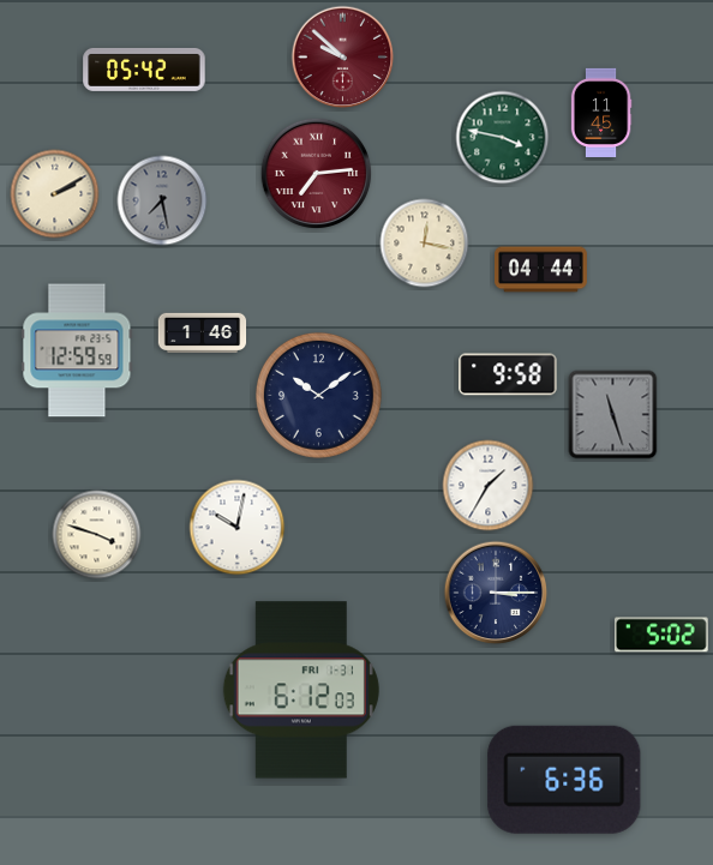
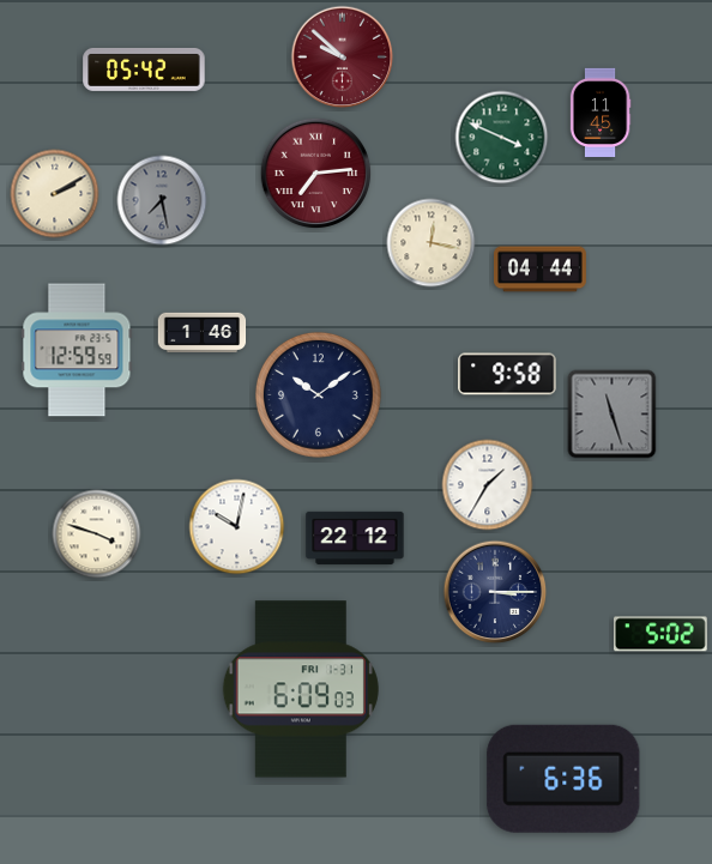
clock at (503, 138): 3:47 -> 3:49
clock at (425, 244) position: (425, 244) -> (432, 243)
clock at (355, 538): none -> 22:12
clock at (301, 690): 6:12 -> 6:09
